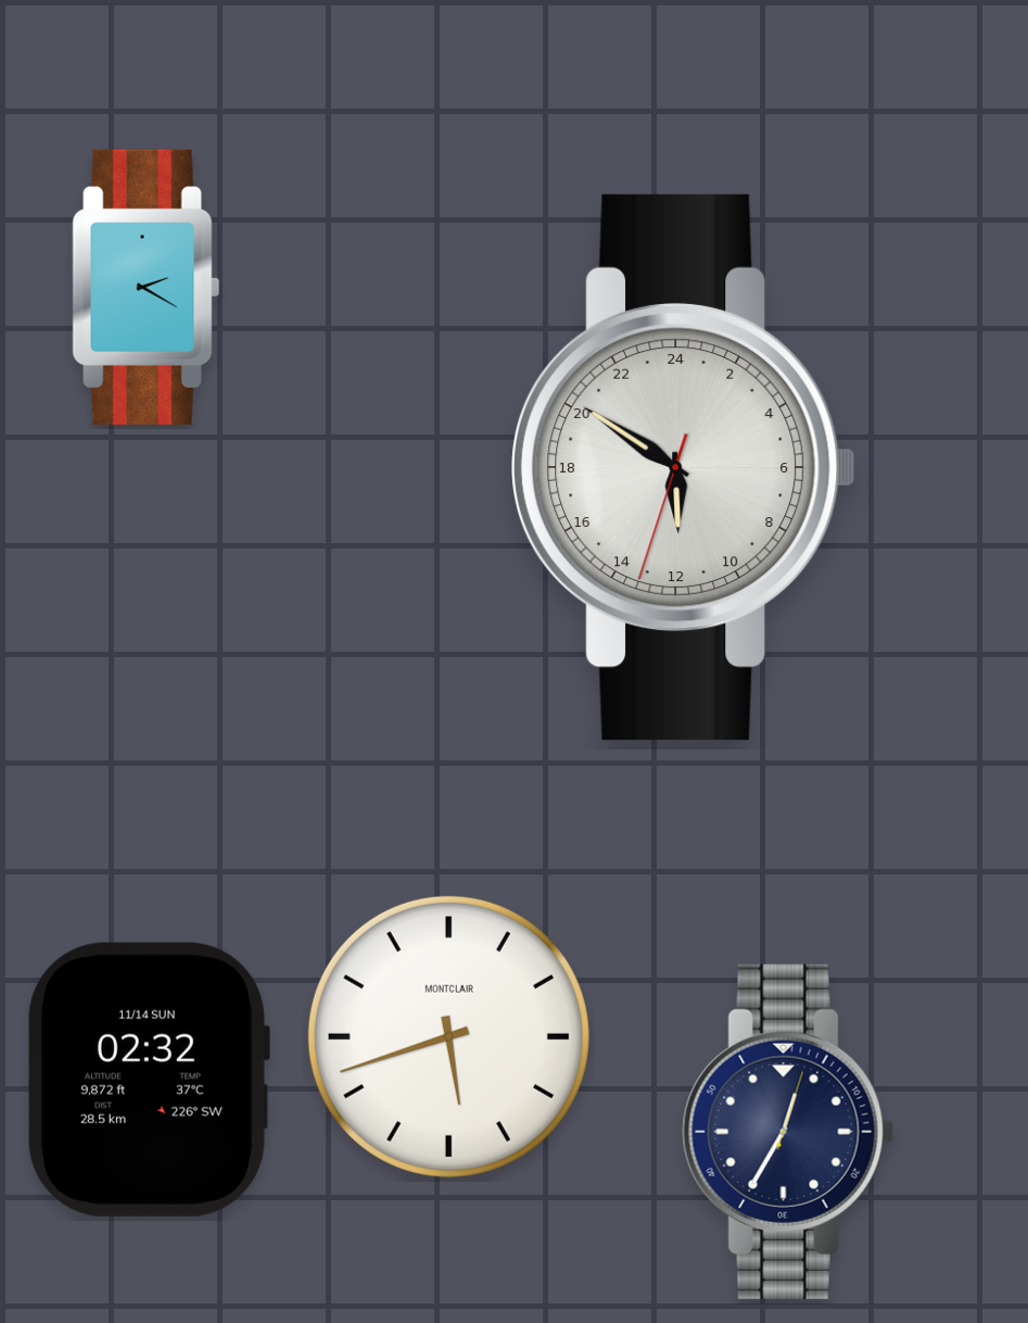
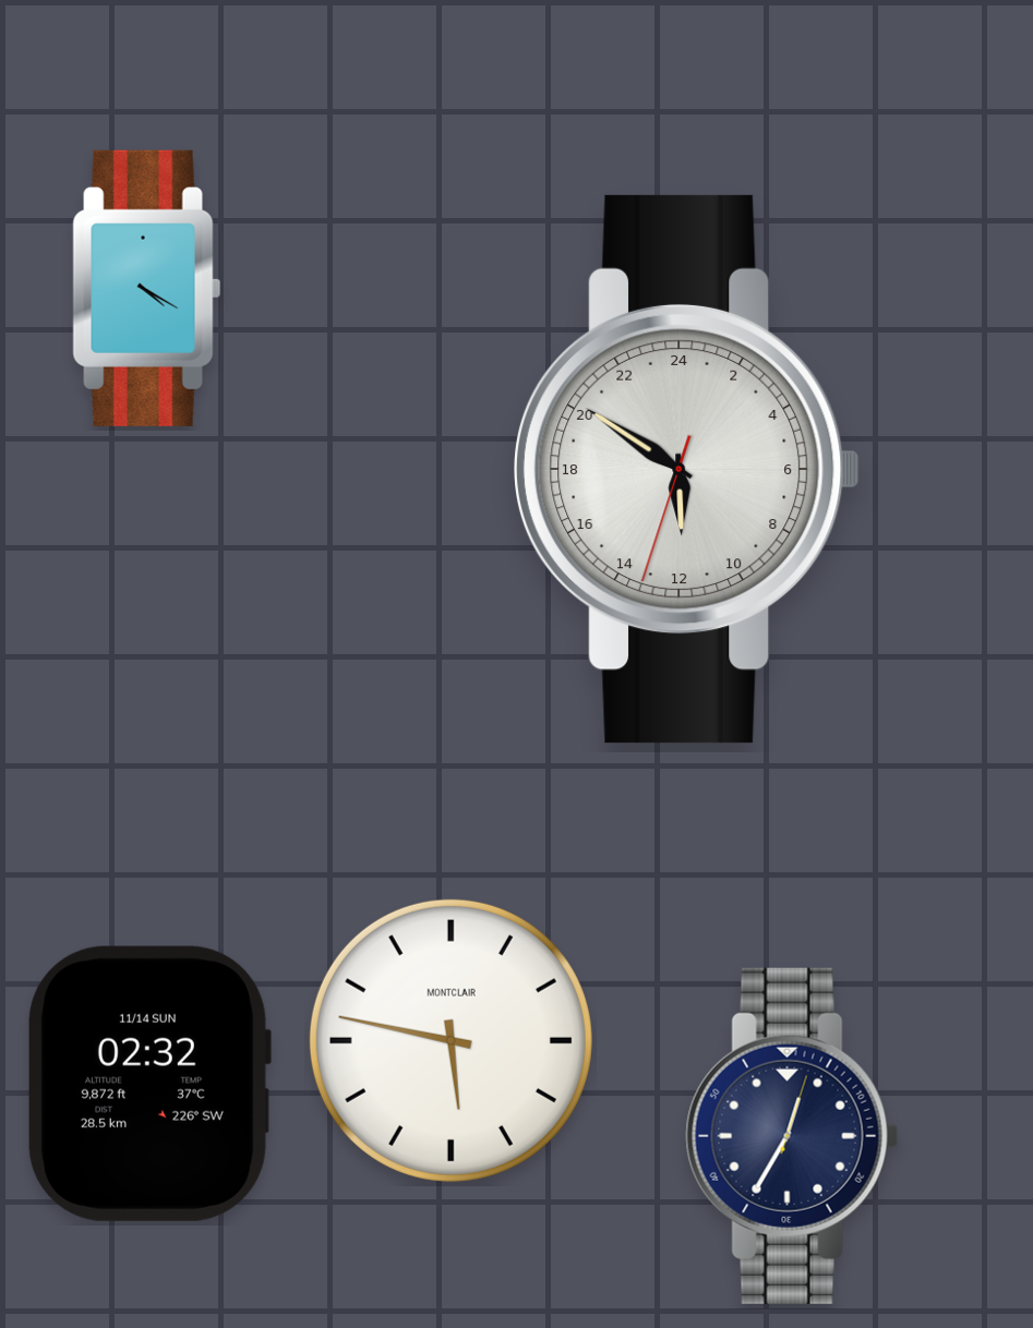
clock at (147, 287): 2:20 -> 4:20
clock at (448, 1036): 5:42 -> 5:47
